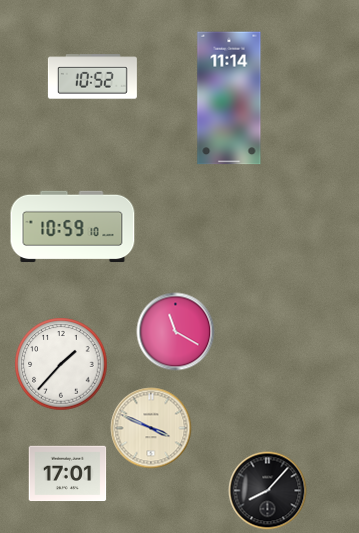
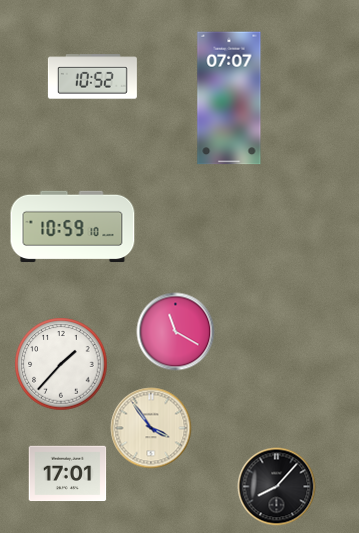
clock at (229, 98): 11:14 -> 07:07
clock at (151, 428): 3:49 -> 3:54
clock at (267, 490) position: (267, 490) -> (276, 486)
